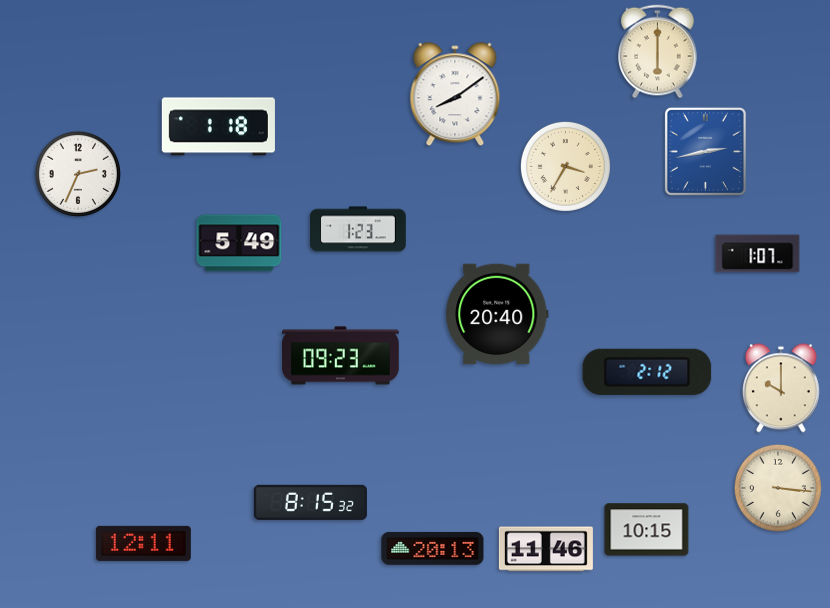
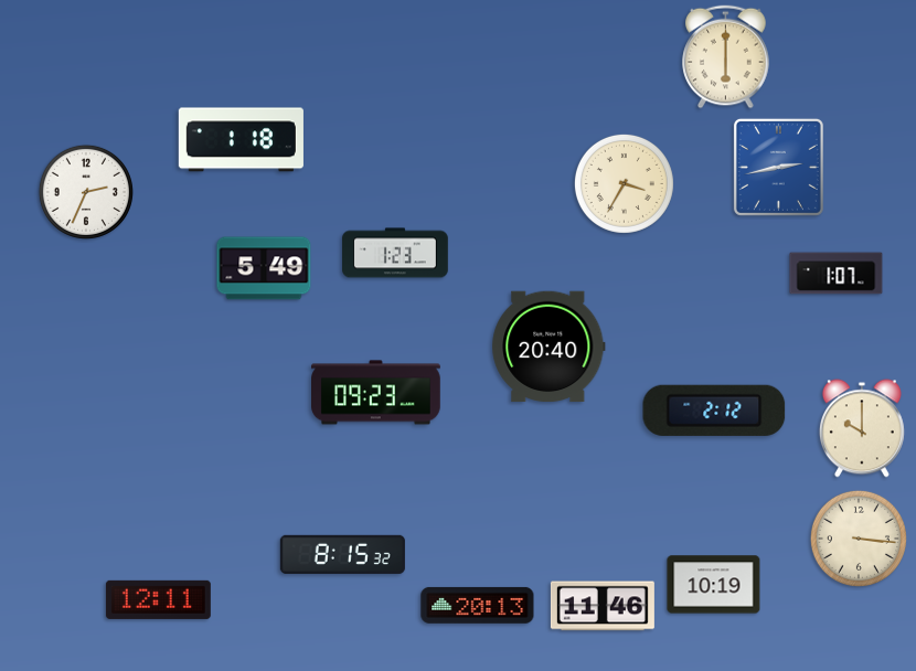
clock at (455, 95): 8:09 -> none
clock at (758, 254) position: (758, 254) -> (837, 274)
clock at (647, 530): 10:15 -> 10:19
